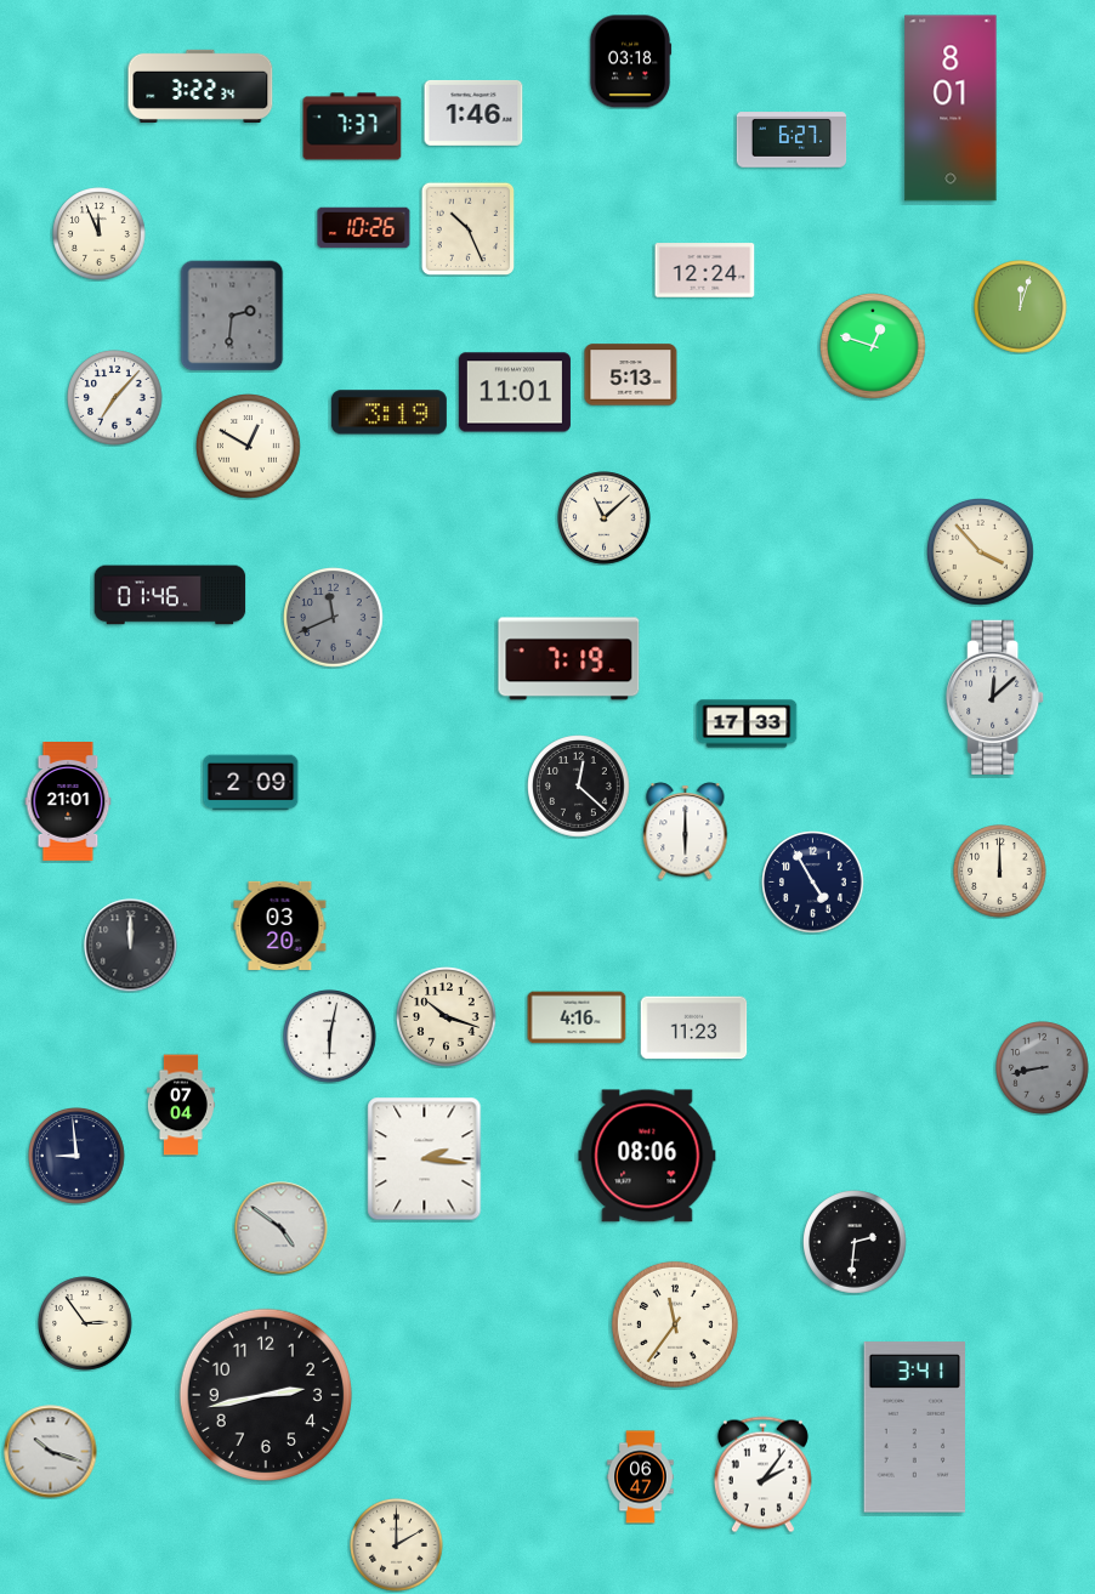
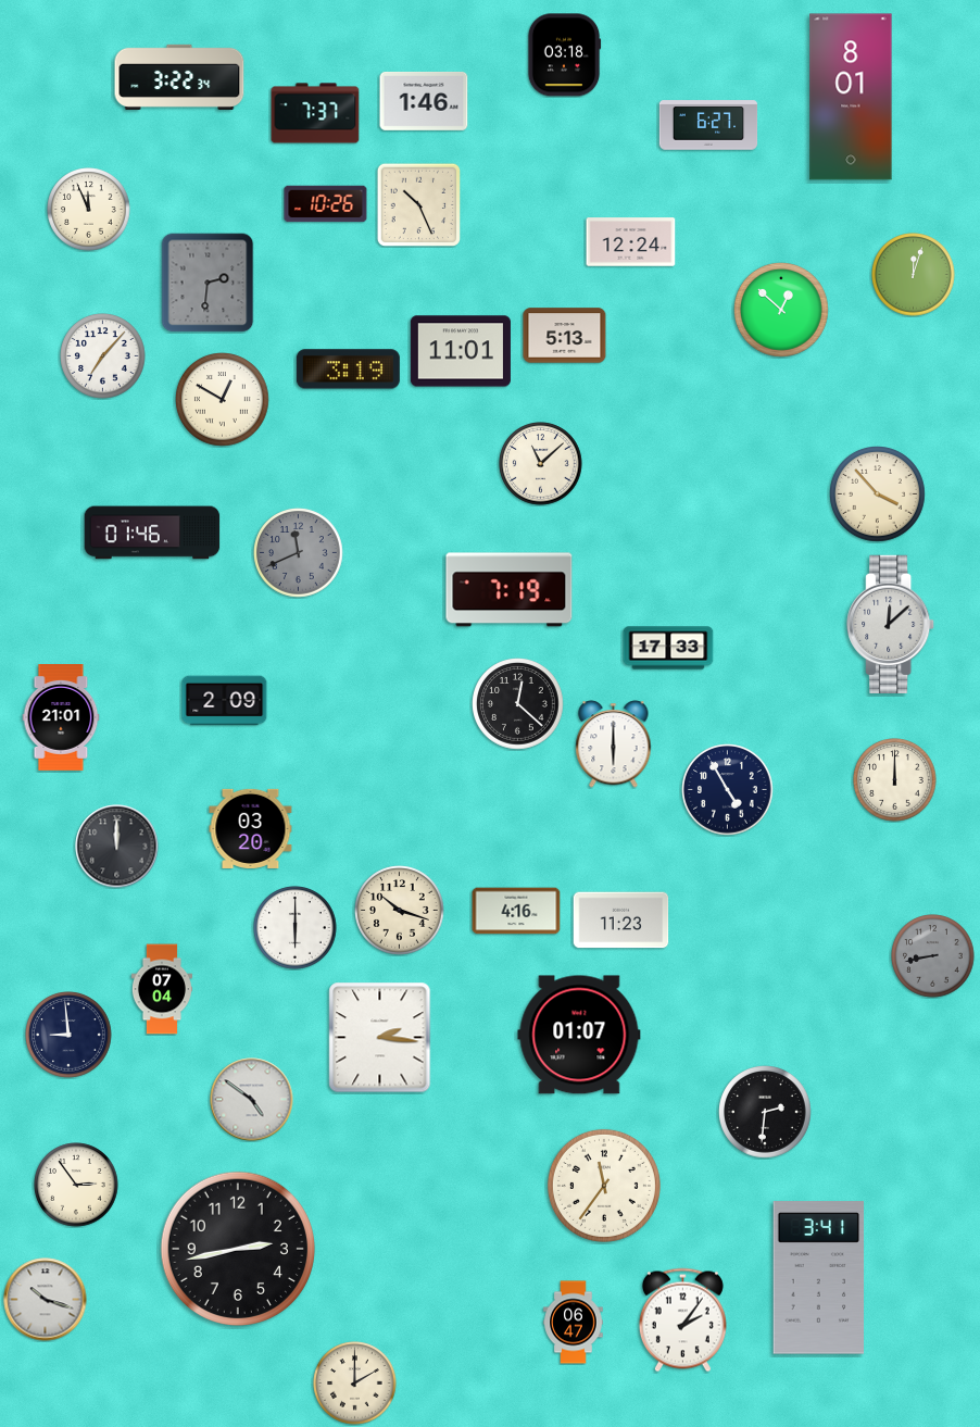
clock at (874, 347): 12:48 -> 12:52
clock at (330, 1037): 6:02 -> 6:00
clock at (647, 1156): 08:06 -> 01:07
